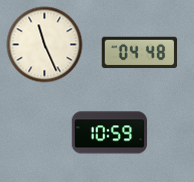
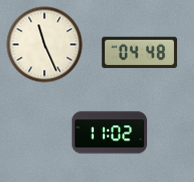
clock at (110, 133): 10:59 -> 11:02
